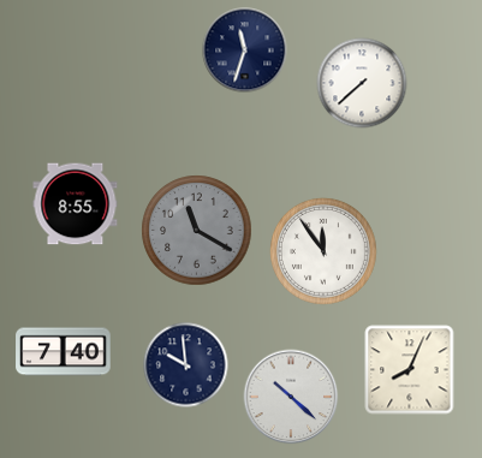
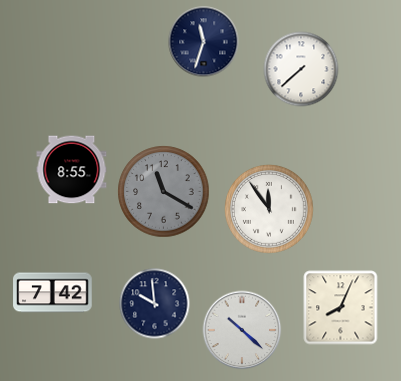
clock at (76, 204) position: (76, 204) -> (72, 170)
clock at (64, 352): 7:40 -> 7:42
